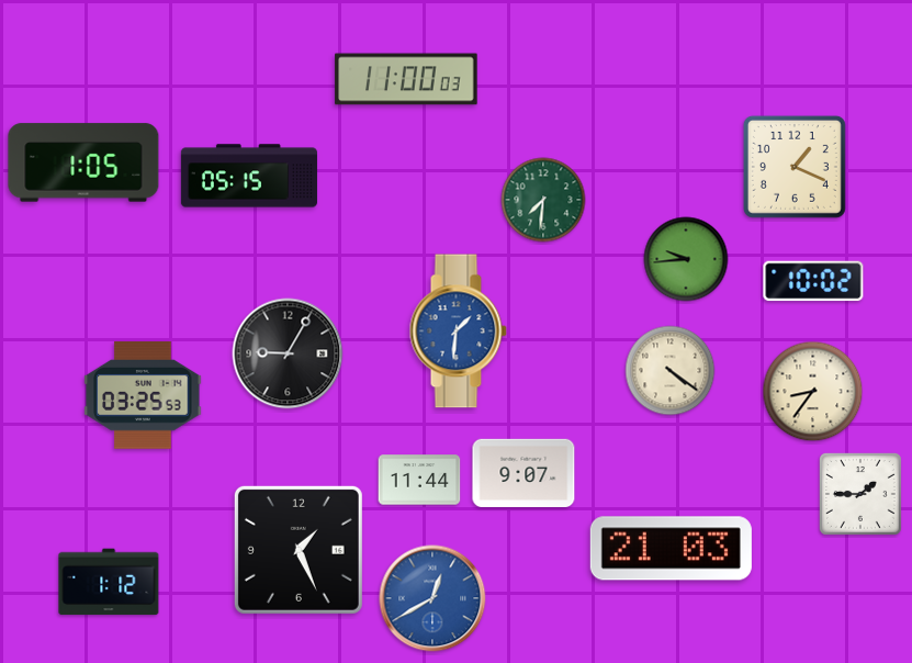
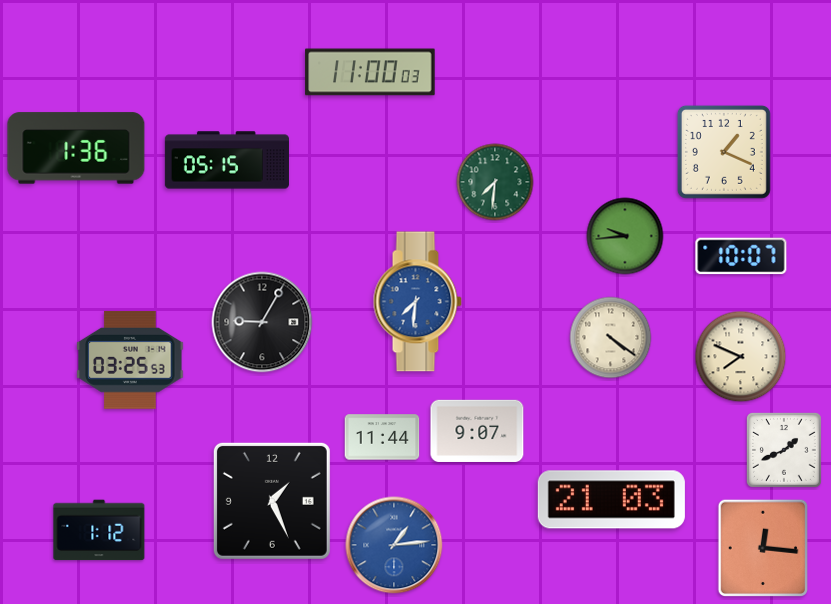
clock at (83, 162): 1:05 -> 1:36
clock at (813, 281): 10:02 -> 10:07
clock at (458, 332): 1:31 -> 7:31
clock at (813, 392): 8:36 -> 7:49
clock at (860, 494): 1:45 -> 1:41
clock at (432, 598): 12:40 -> 1:14
clock at (762, 548): none -> 12:16
